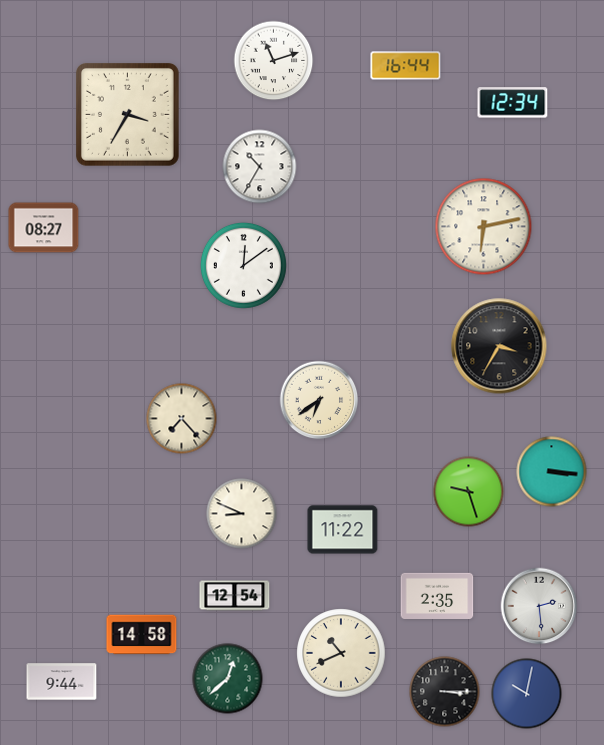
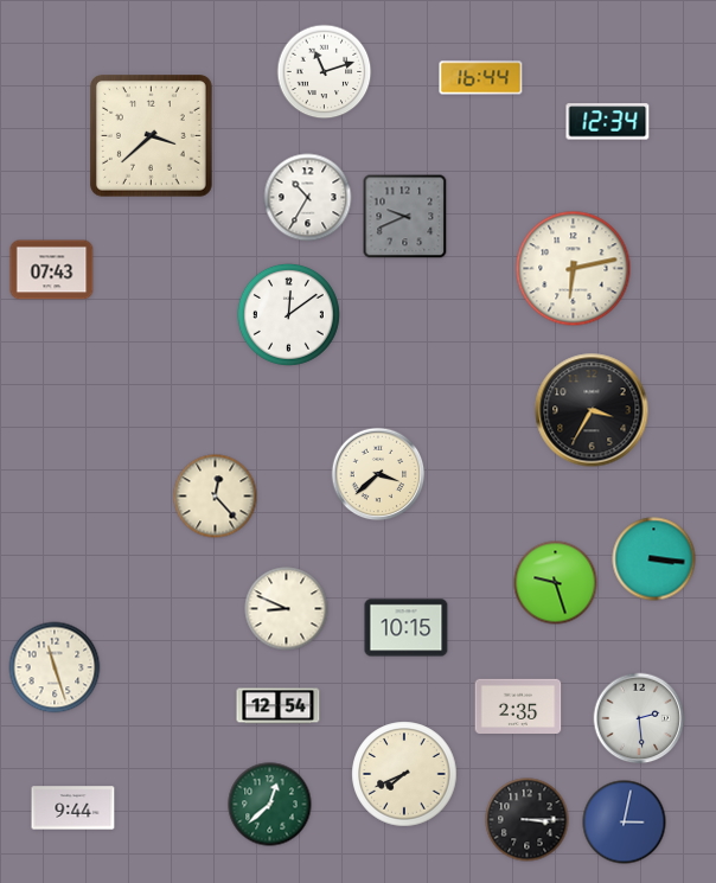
clock at (128, 115): 3:35 -> 3:38
clock at (405, 217): none -> 9:41
clock at (44, 228): 08:27 -> 07:43
clock at (319, 400): 6:39 -> 3:38
clock at (182, 419): 7:23 -> 12:23
clock at (343, 530): 11:22 -> 10:15
clock at (55, 667): none -> 11:27
clock at (142, 635): 14:58 -> none
clock at (341, 653): 10:41 -> 7:41
clock at (527, 694): 10:02 -> 3:02
